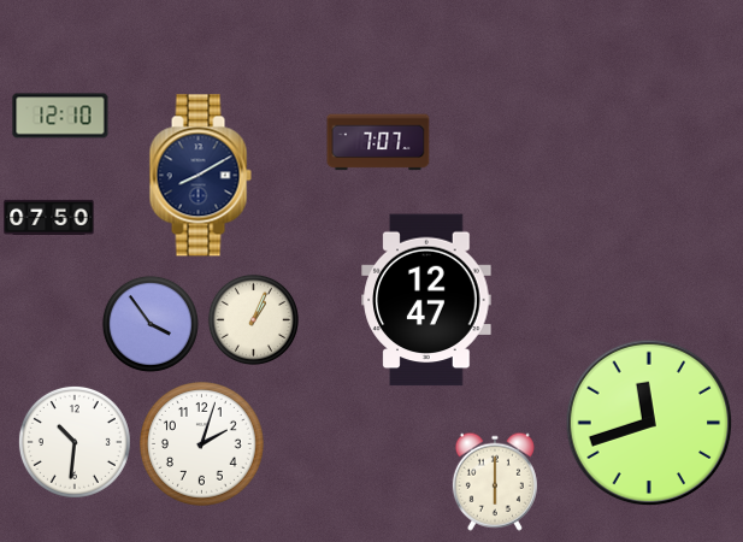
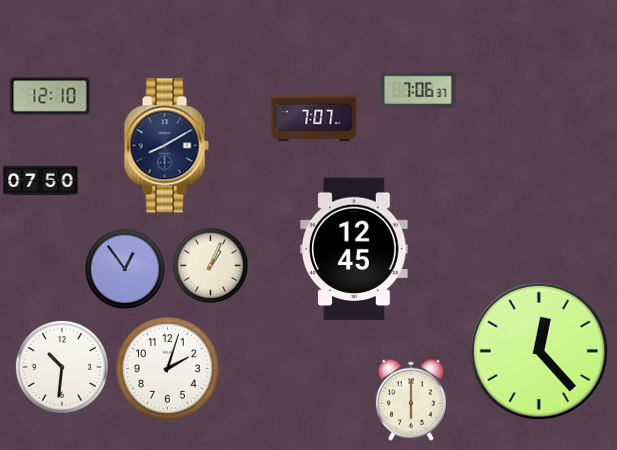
clock at (418, 89): none -> 7:06
clock at (426, 300): 12:47 -> 12:45
clock at (151, 324): 3:54 -> 12:54
clock at (649, 423): 11:42 -> 12:23
